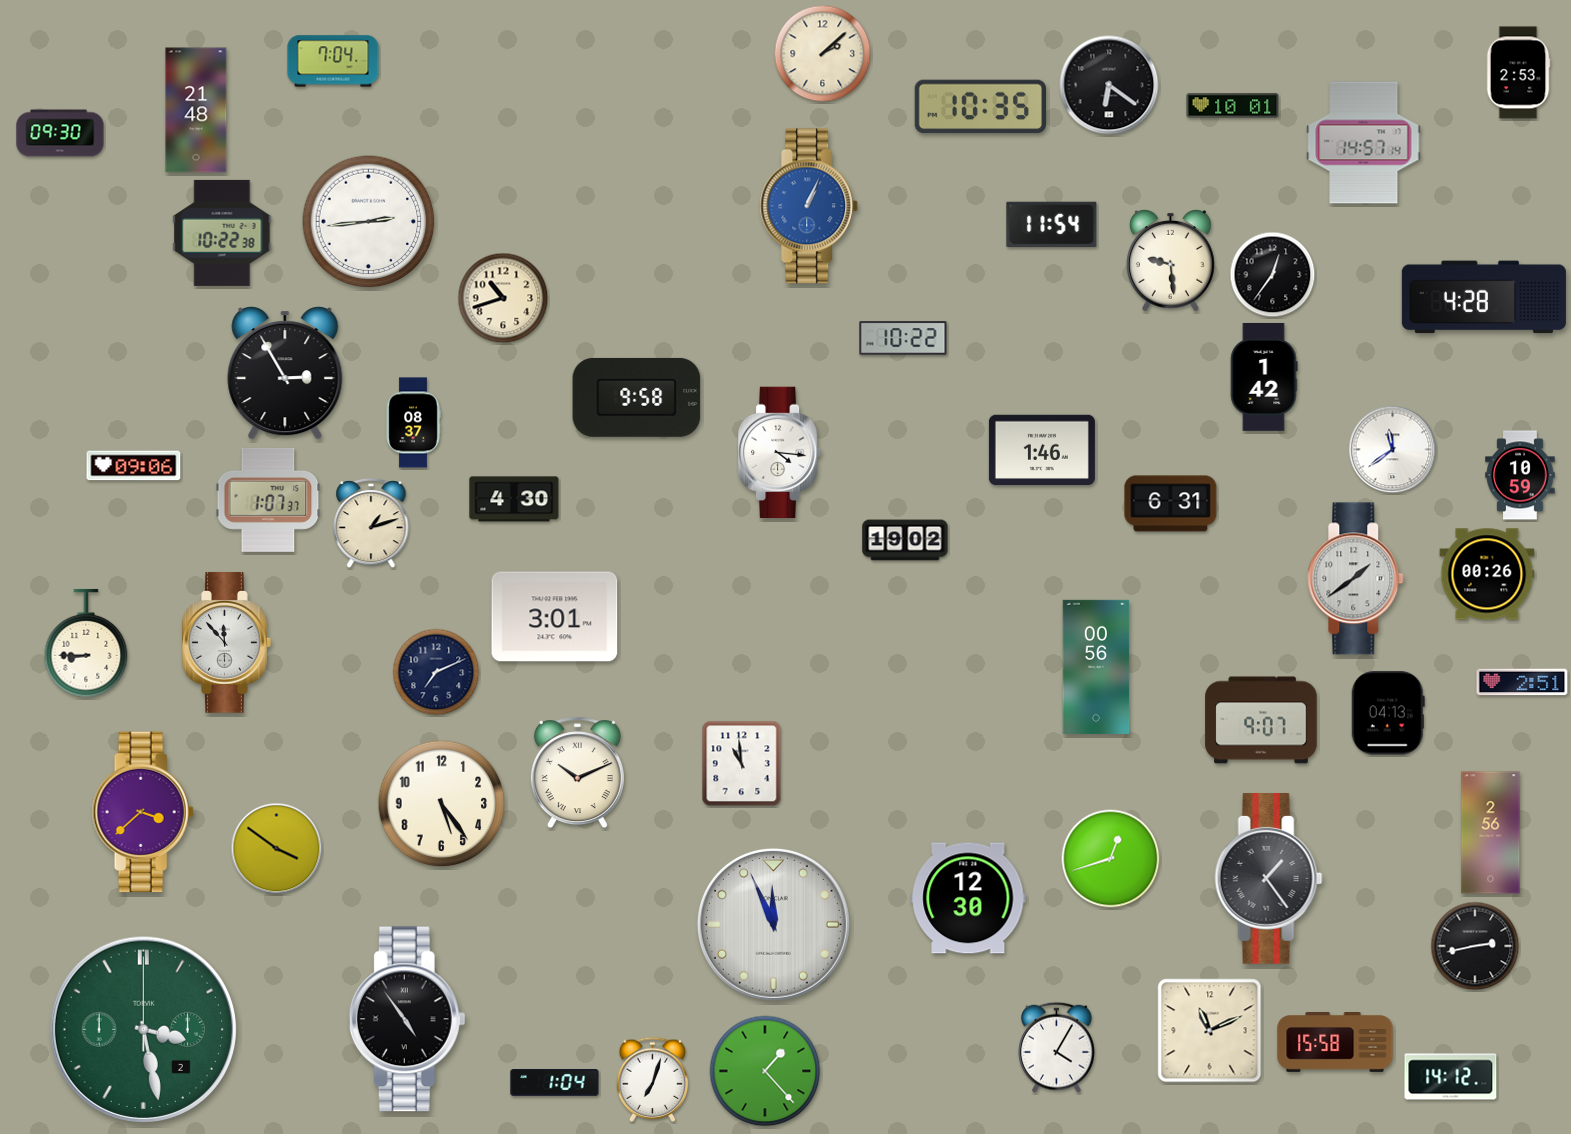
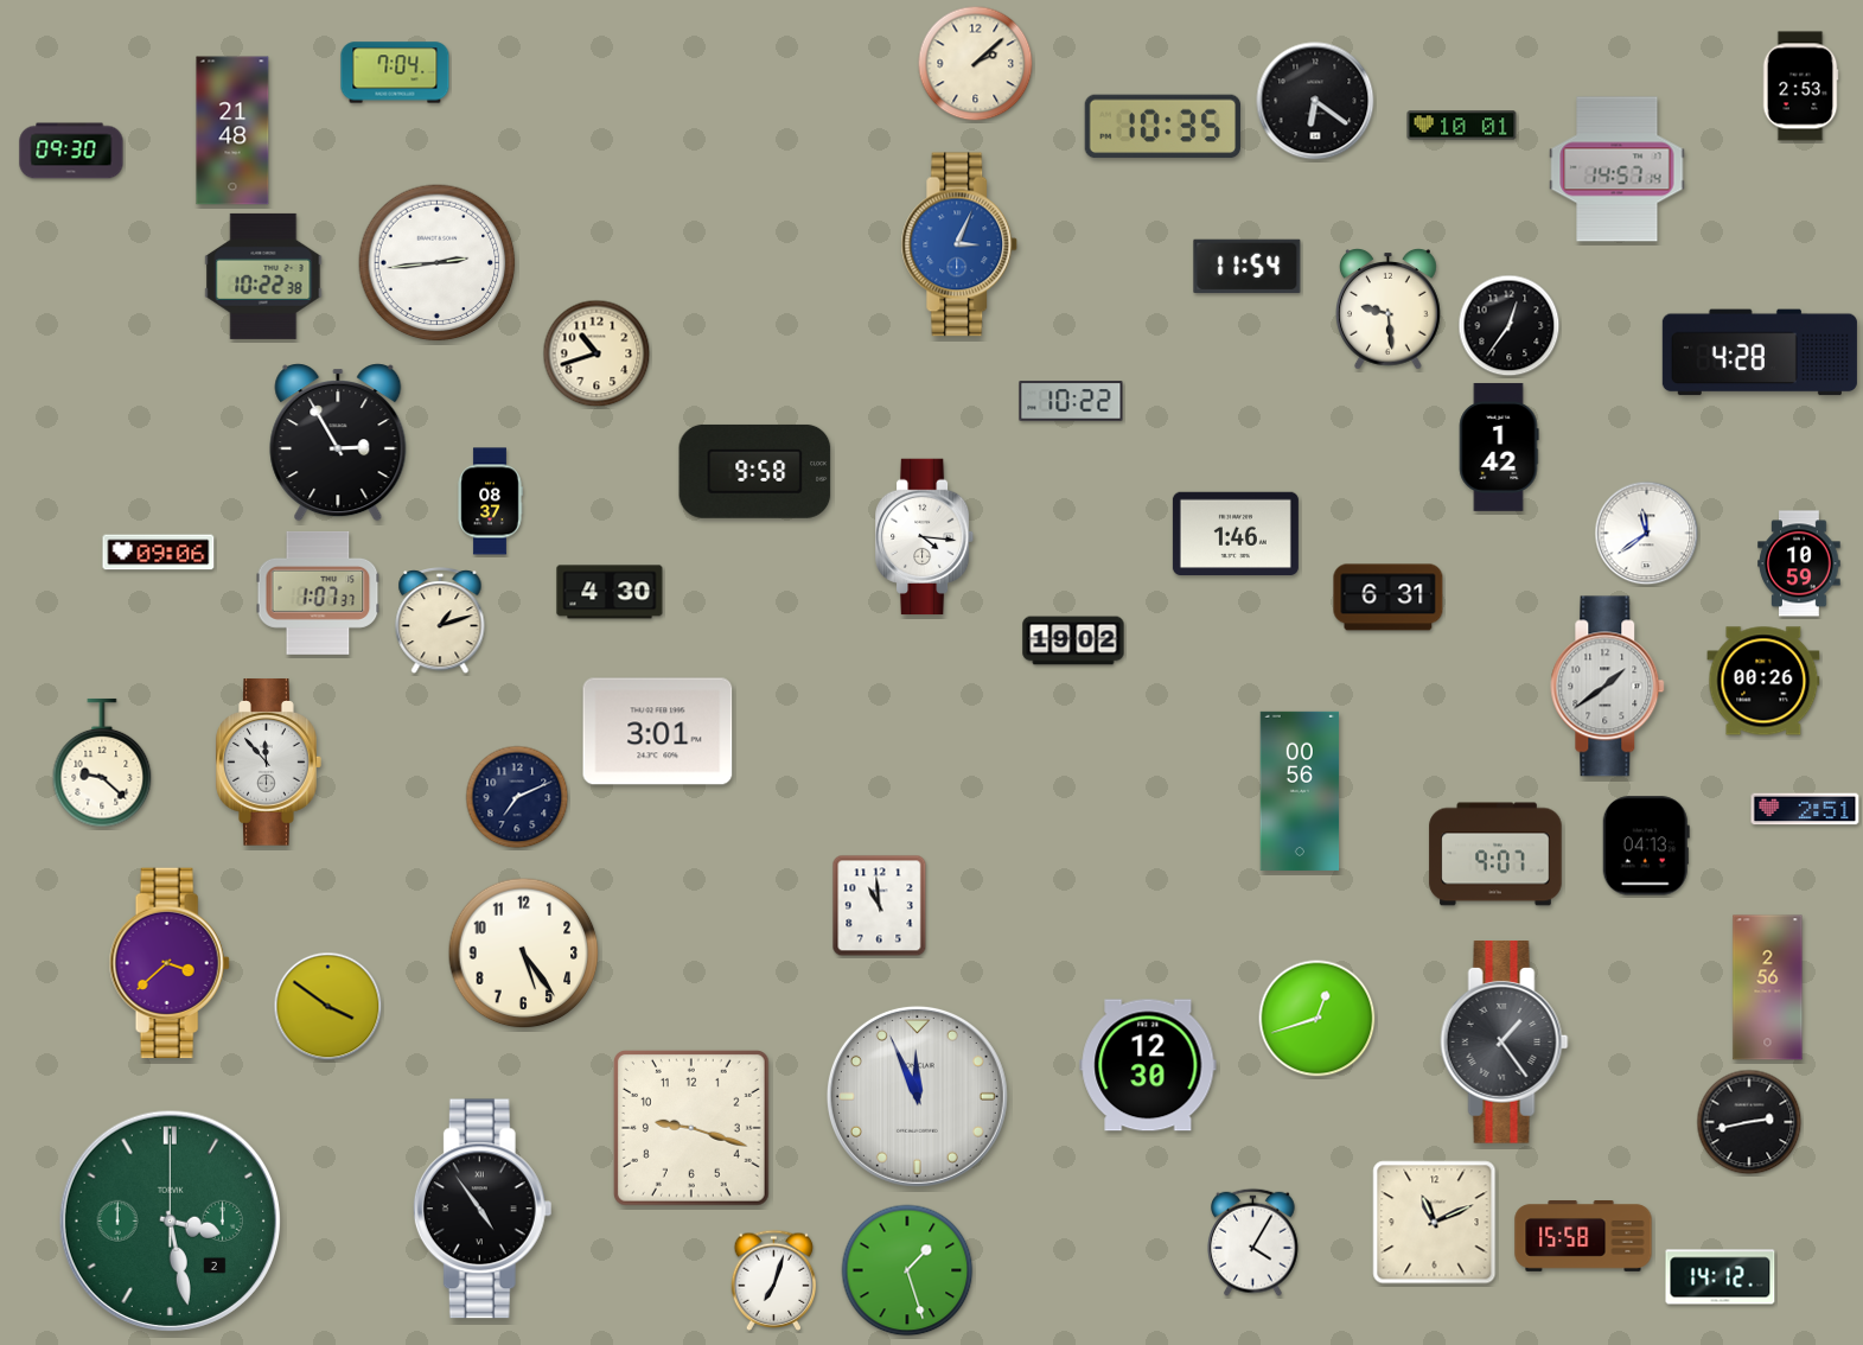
clock at (60, 133) position: (60, 133) -> (71, 151)
clock at (809, 206): 1:04 -> 3:04
clock at (1393, 450) position: (1393, 450) -> (1647, 534)
clock at (1520, 475) position: (1520, 475) -> (1799, 563)
clock at (86, 643): 8:45 -> 9:22
clock at (577, 773): 10:11 -> none
clock at (691, 1128): none -> 9:18
clock at (765, 1071): 1:23 -> 1:27
clock at (555, 1083): 1:04 -> none
